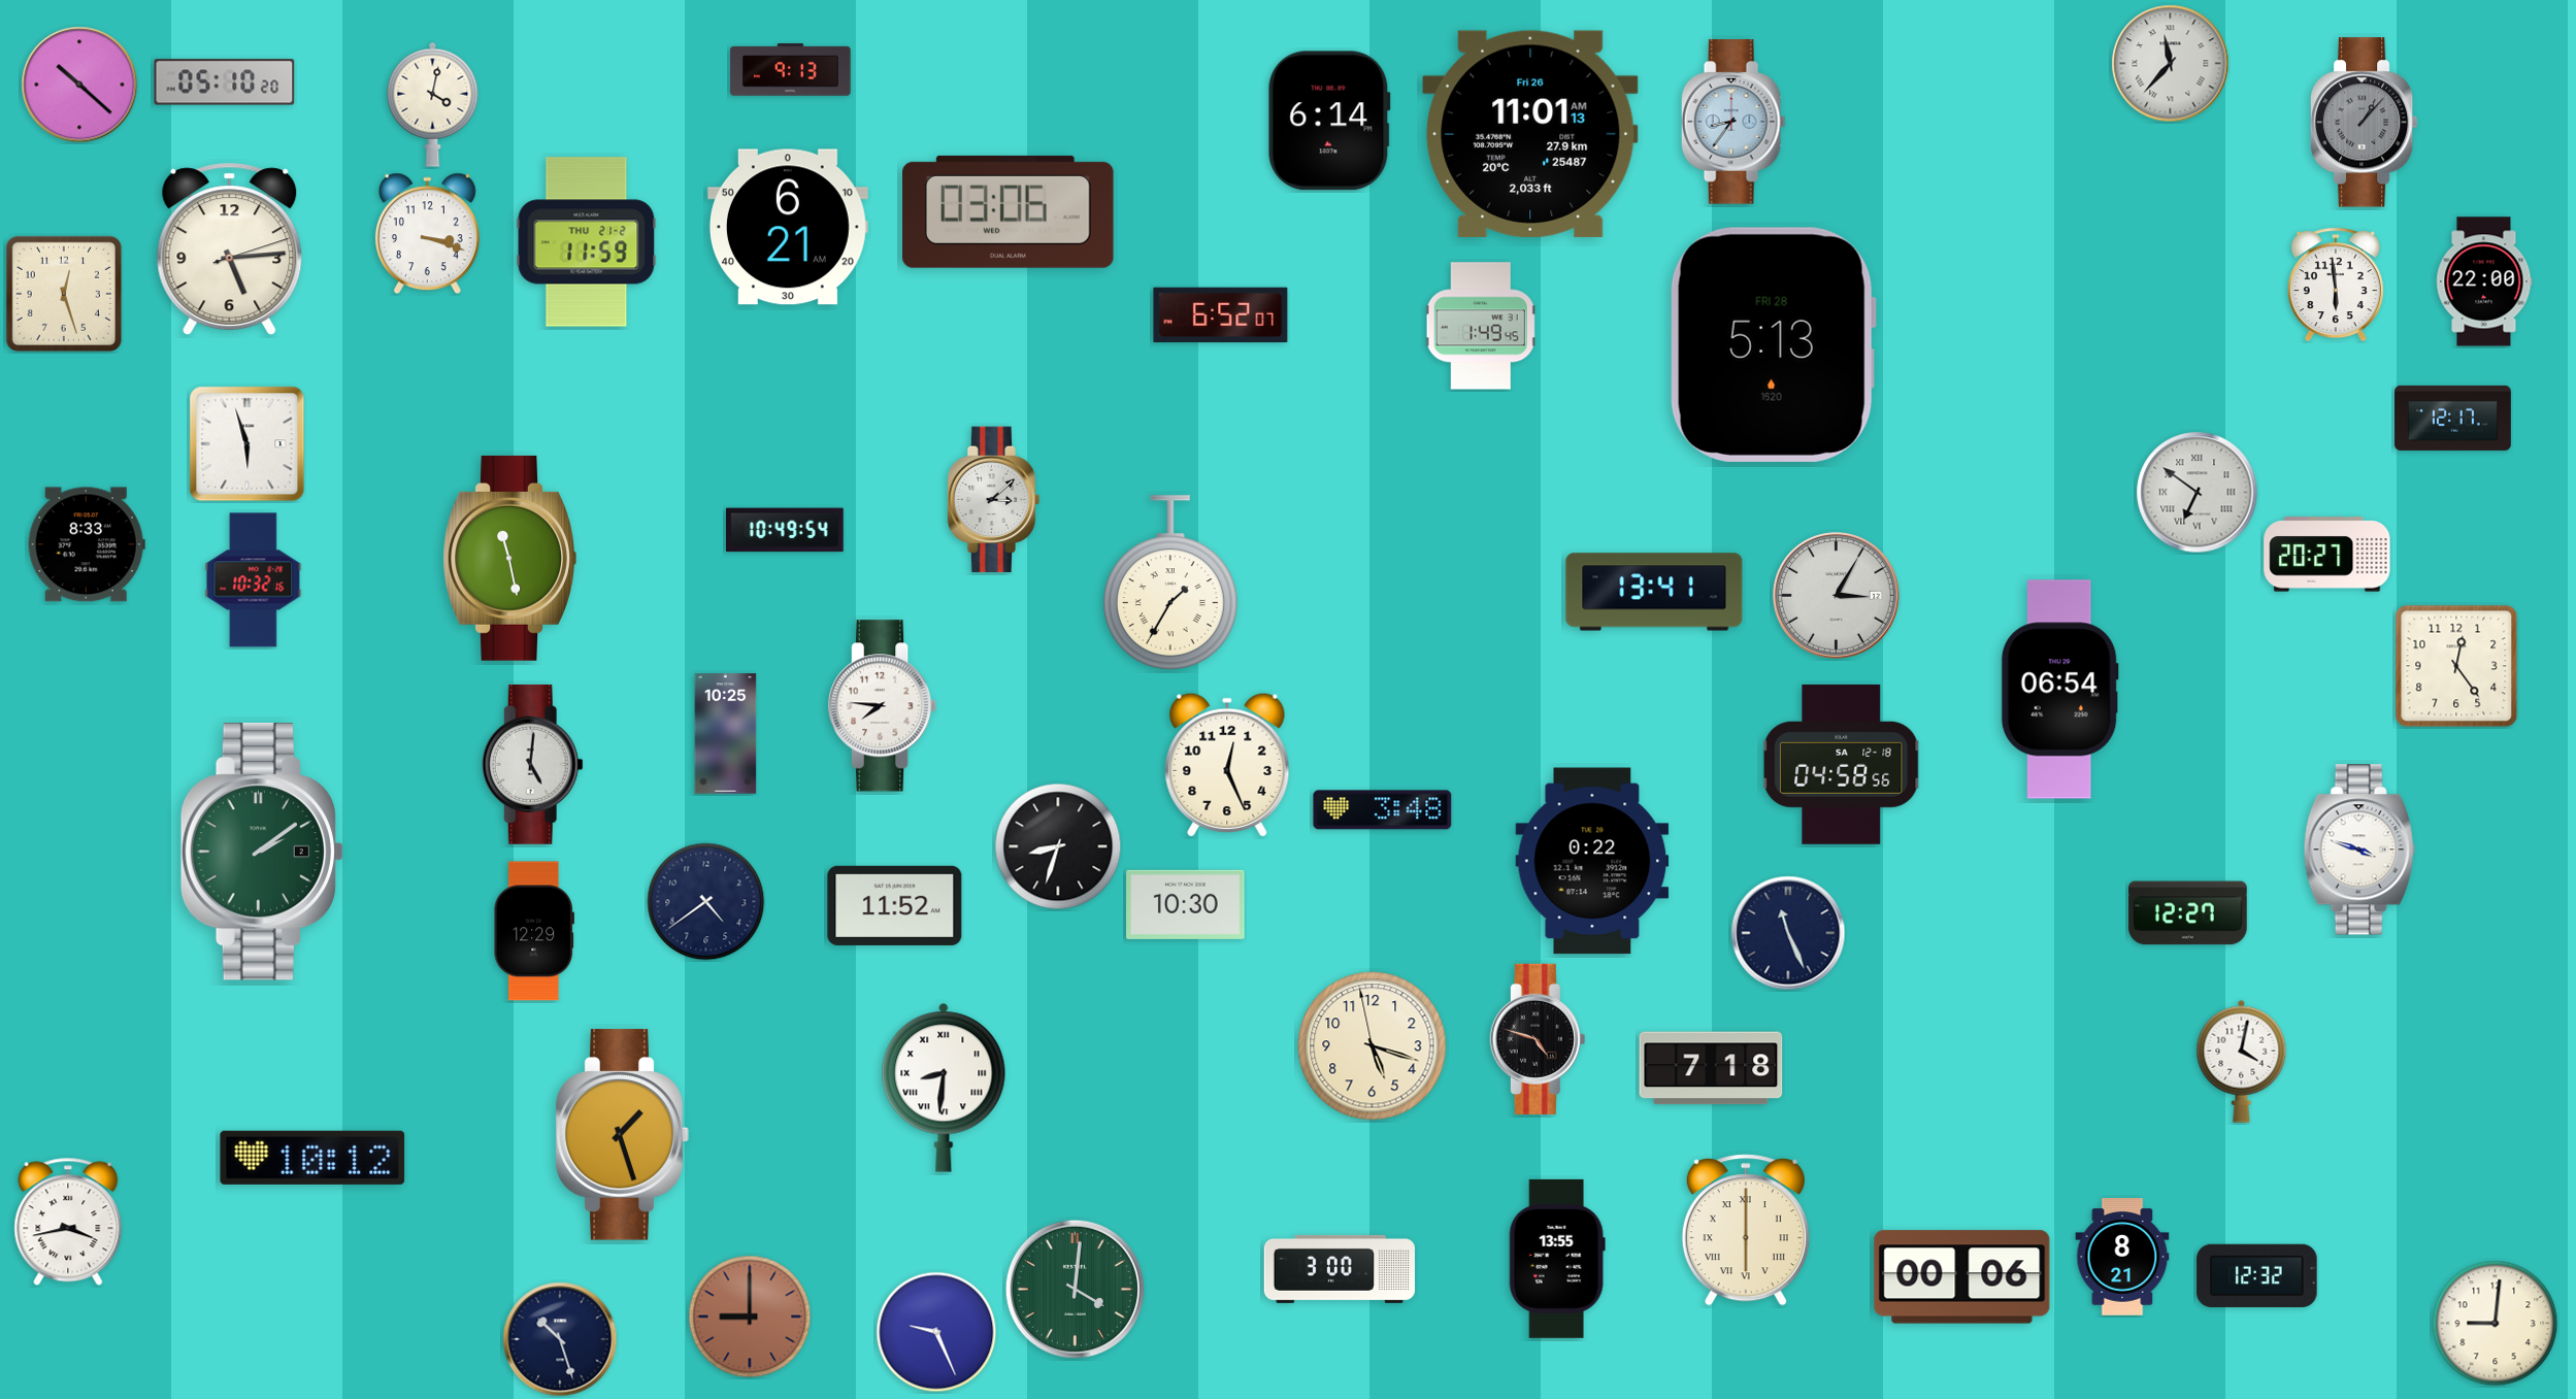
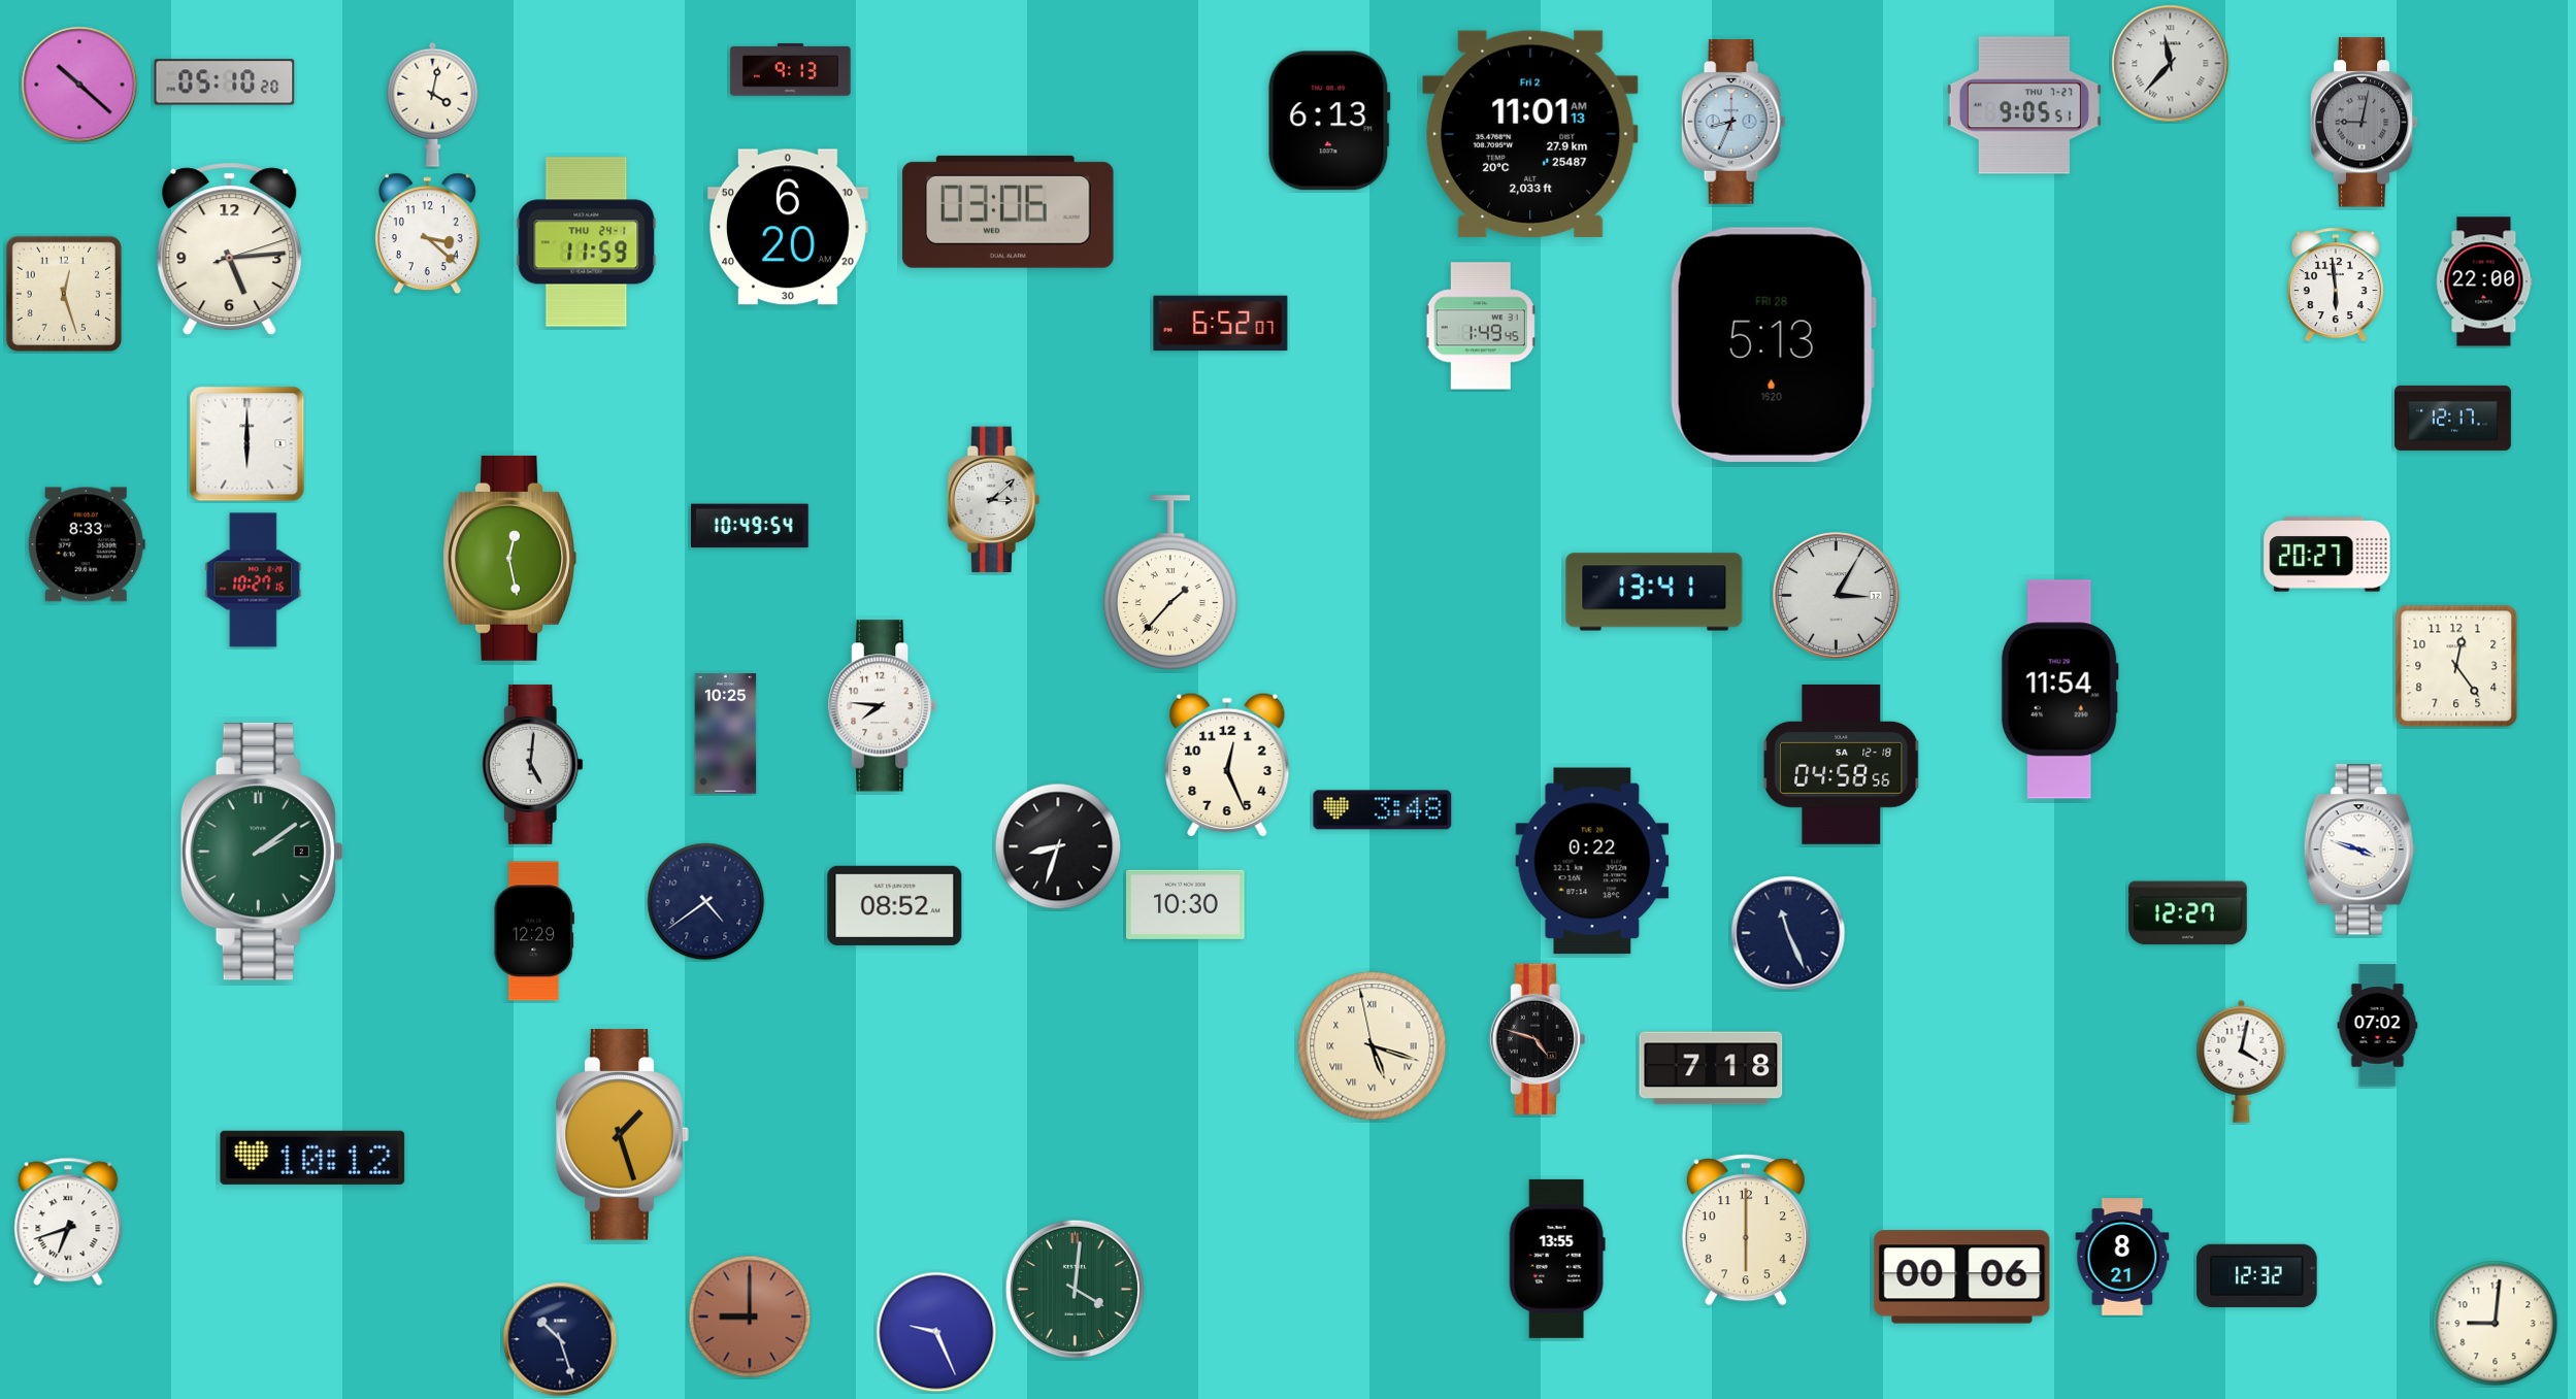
clock at (2024, 105): none -> 9:05
clock at (1329, 121): 6:14 -> 6:13
clock at (1733, 122): 8:36 -> 8:34
clock at (2364, 123): 1:07 -> 9:02
clock at (1530, 134) date: Fri 26 -> Fri 2
clock at (788, 227): 6:21 -> 6:20
clock at (427, 234): 3:18 -> 3:22
clock at (587, 242) date: THU 21-2 -> THU 24-1
clock at (1221, 315) position: (1221, 315) -> (1221, 324)
clock at (247, 444): 5:57 -> 6:00
clock at (2198, 493): 6:51 -> none
clock at (786, 530) position: (786, 530) -> (751, 526)
clock at (509, 558): 11:28 -> 12:28
clock at (254, 580): 10:32 -> 10:27
clock at (1170, 582): 1:35 -> 1:37
clock at (2059, 690): 06:54 -> 11:54
clock at (895, 905): 11:52 -> 08:52
clock at (2378, 1026): none -> 07:02
clock at (1373, 1046) numerals: Arabic -> Roman
clock at (944, 1088): 8:31 -> none
clock at (68, 1222): 3:43 -> 6:42
clock at (1746, 1230) numerals: Roman -> Arabic
clock at (1339, 1269): 3:00 -> none
